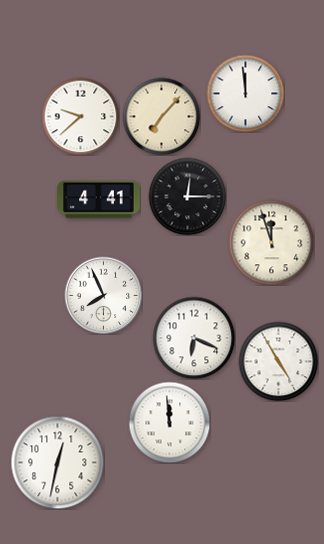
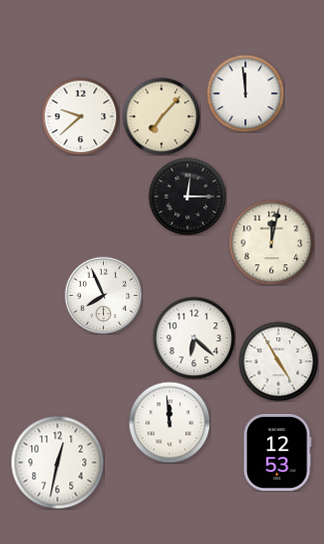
clock at (99, 200): 4:41 -> none
clock at (271, 242): 11:57 -> 12:02
clock at (194, 338): 6:19 -> 6:22
clock at (278, 452): none -> 12:53
